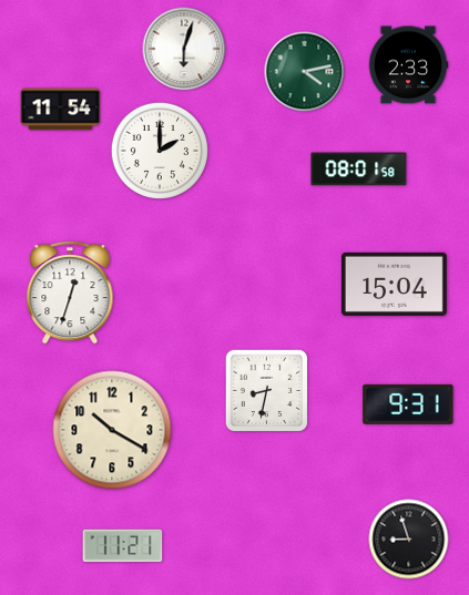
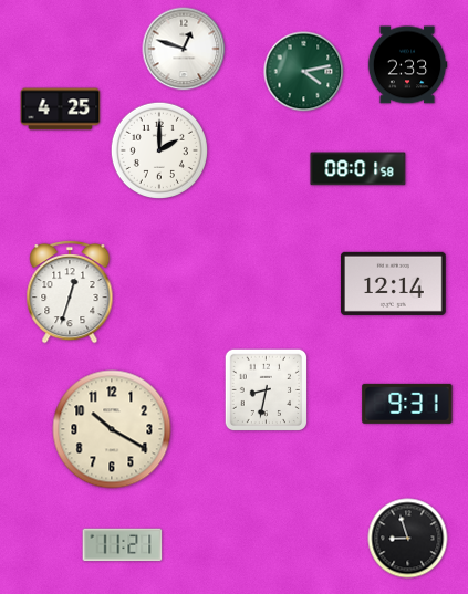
clock at (184, 49): 6:03 -> 12:48
clock at (61, 110): 11:54 -> 4:25
clock at (394, 284): 15:04 -> 12:14
